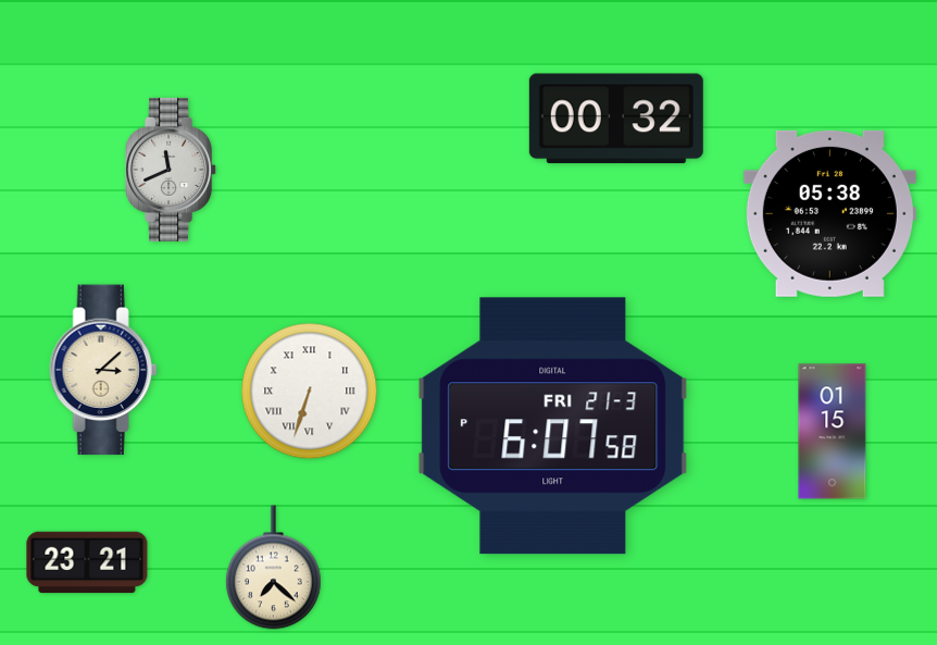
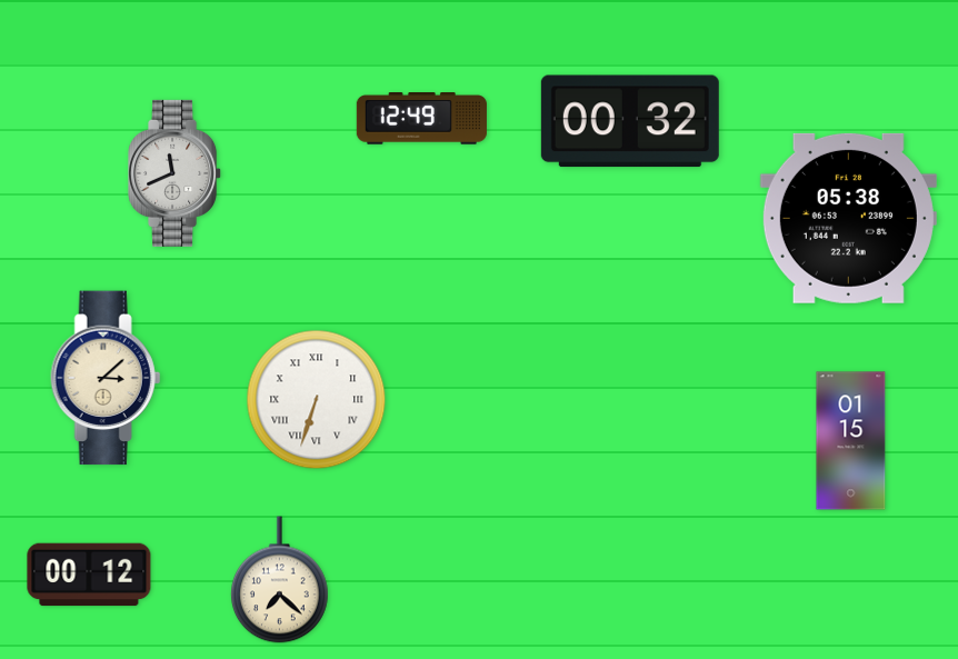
clock at (421, 119): none -> 12:49
clock at (553, 426): 6:07 -> none
clock at (87, 562): 23:21 -> 00:12
